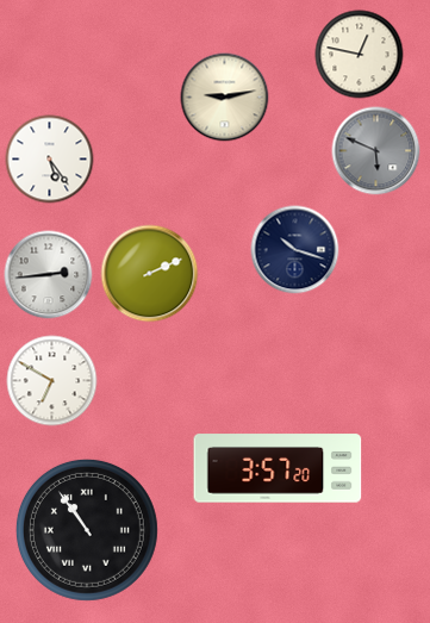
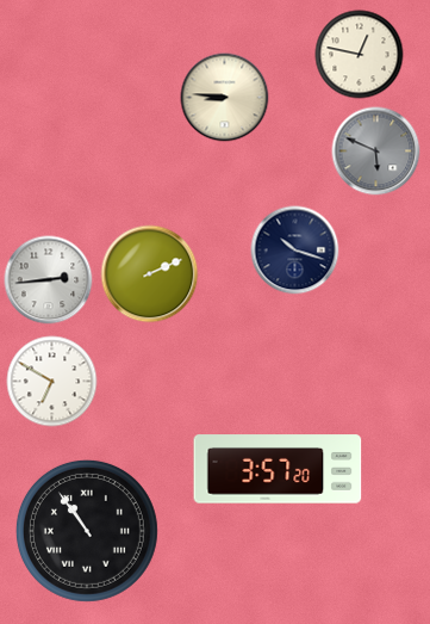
clock at (225, 98): 9:13 -> 8:46
clock at (50, 160): 5:24 -> none
clock at (49, 275) position: (49, 275) -> (49, 280)
